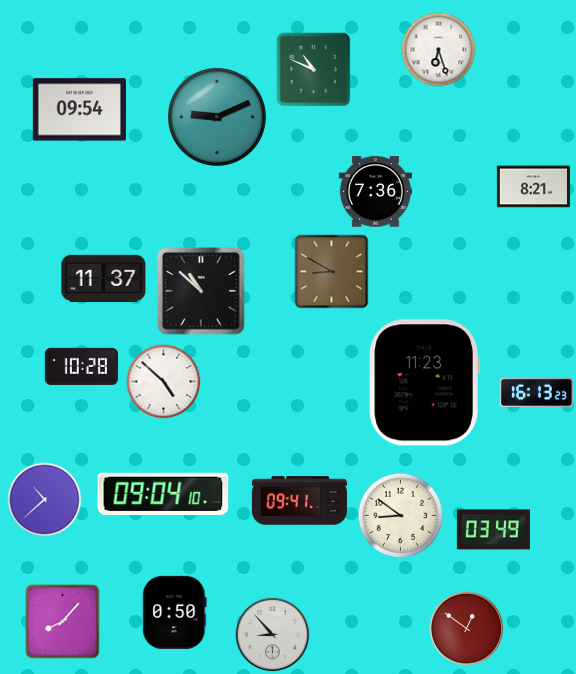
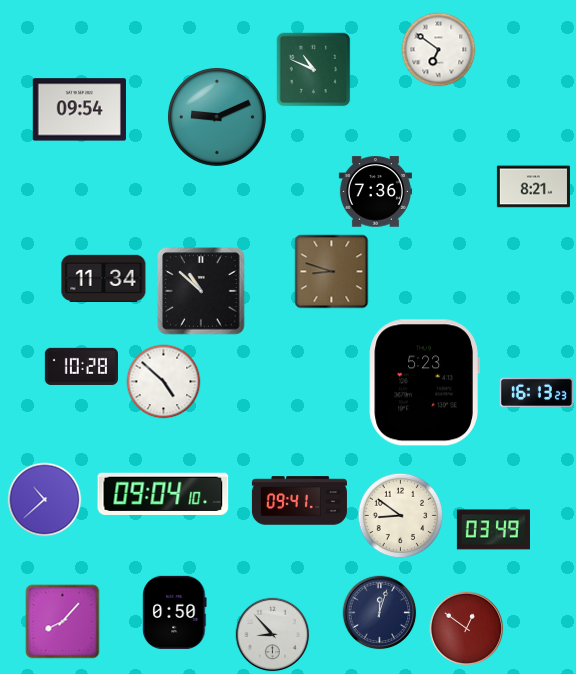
clock at (439, 50): 6:27 -> 6:51
clock at (332, 272): 8:50 -> 8:48
clock at (104, 278): 11:37 -> 11:34
clock at (424, 383): 11:23 -> 5:23
clock at (380, 613): none -> 12:03
